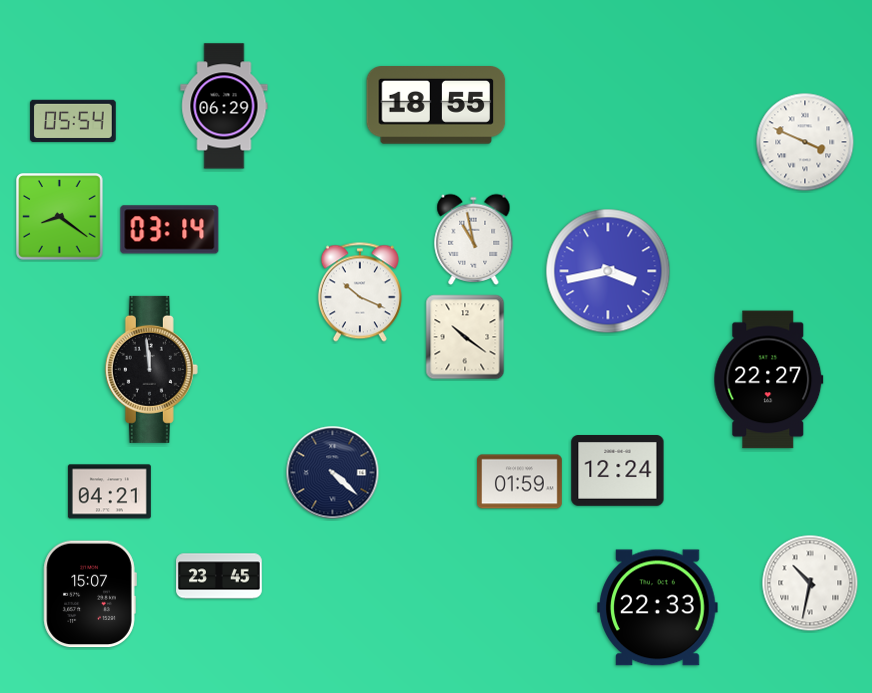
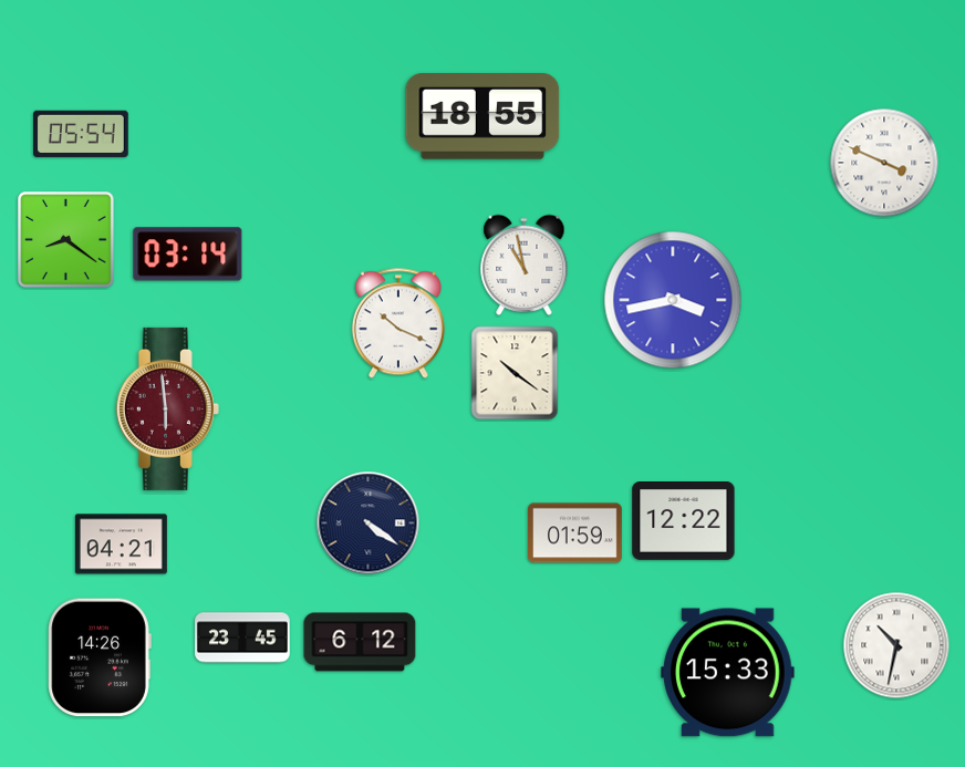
clock at (224, 106): 06:29 -> none
clock at (805, 142) position: (805, 142) -> (884, 163)
clock at (151, 369): 11:59 -> 5:59
clock at (151, 369) dial: black -> burgundy
clock at (769, 380): 22:27 -> none
clock at (618, 471): 12:24 -> 12:22
clock at (333, 473): 4:22 -> 4:21
clock at (360, 642): none -> 6:12
clock at (90, 594): 15:07 -> 14:26
clock at (658, 608): 22:33 -> 15:33
